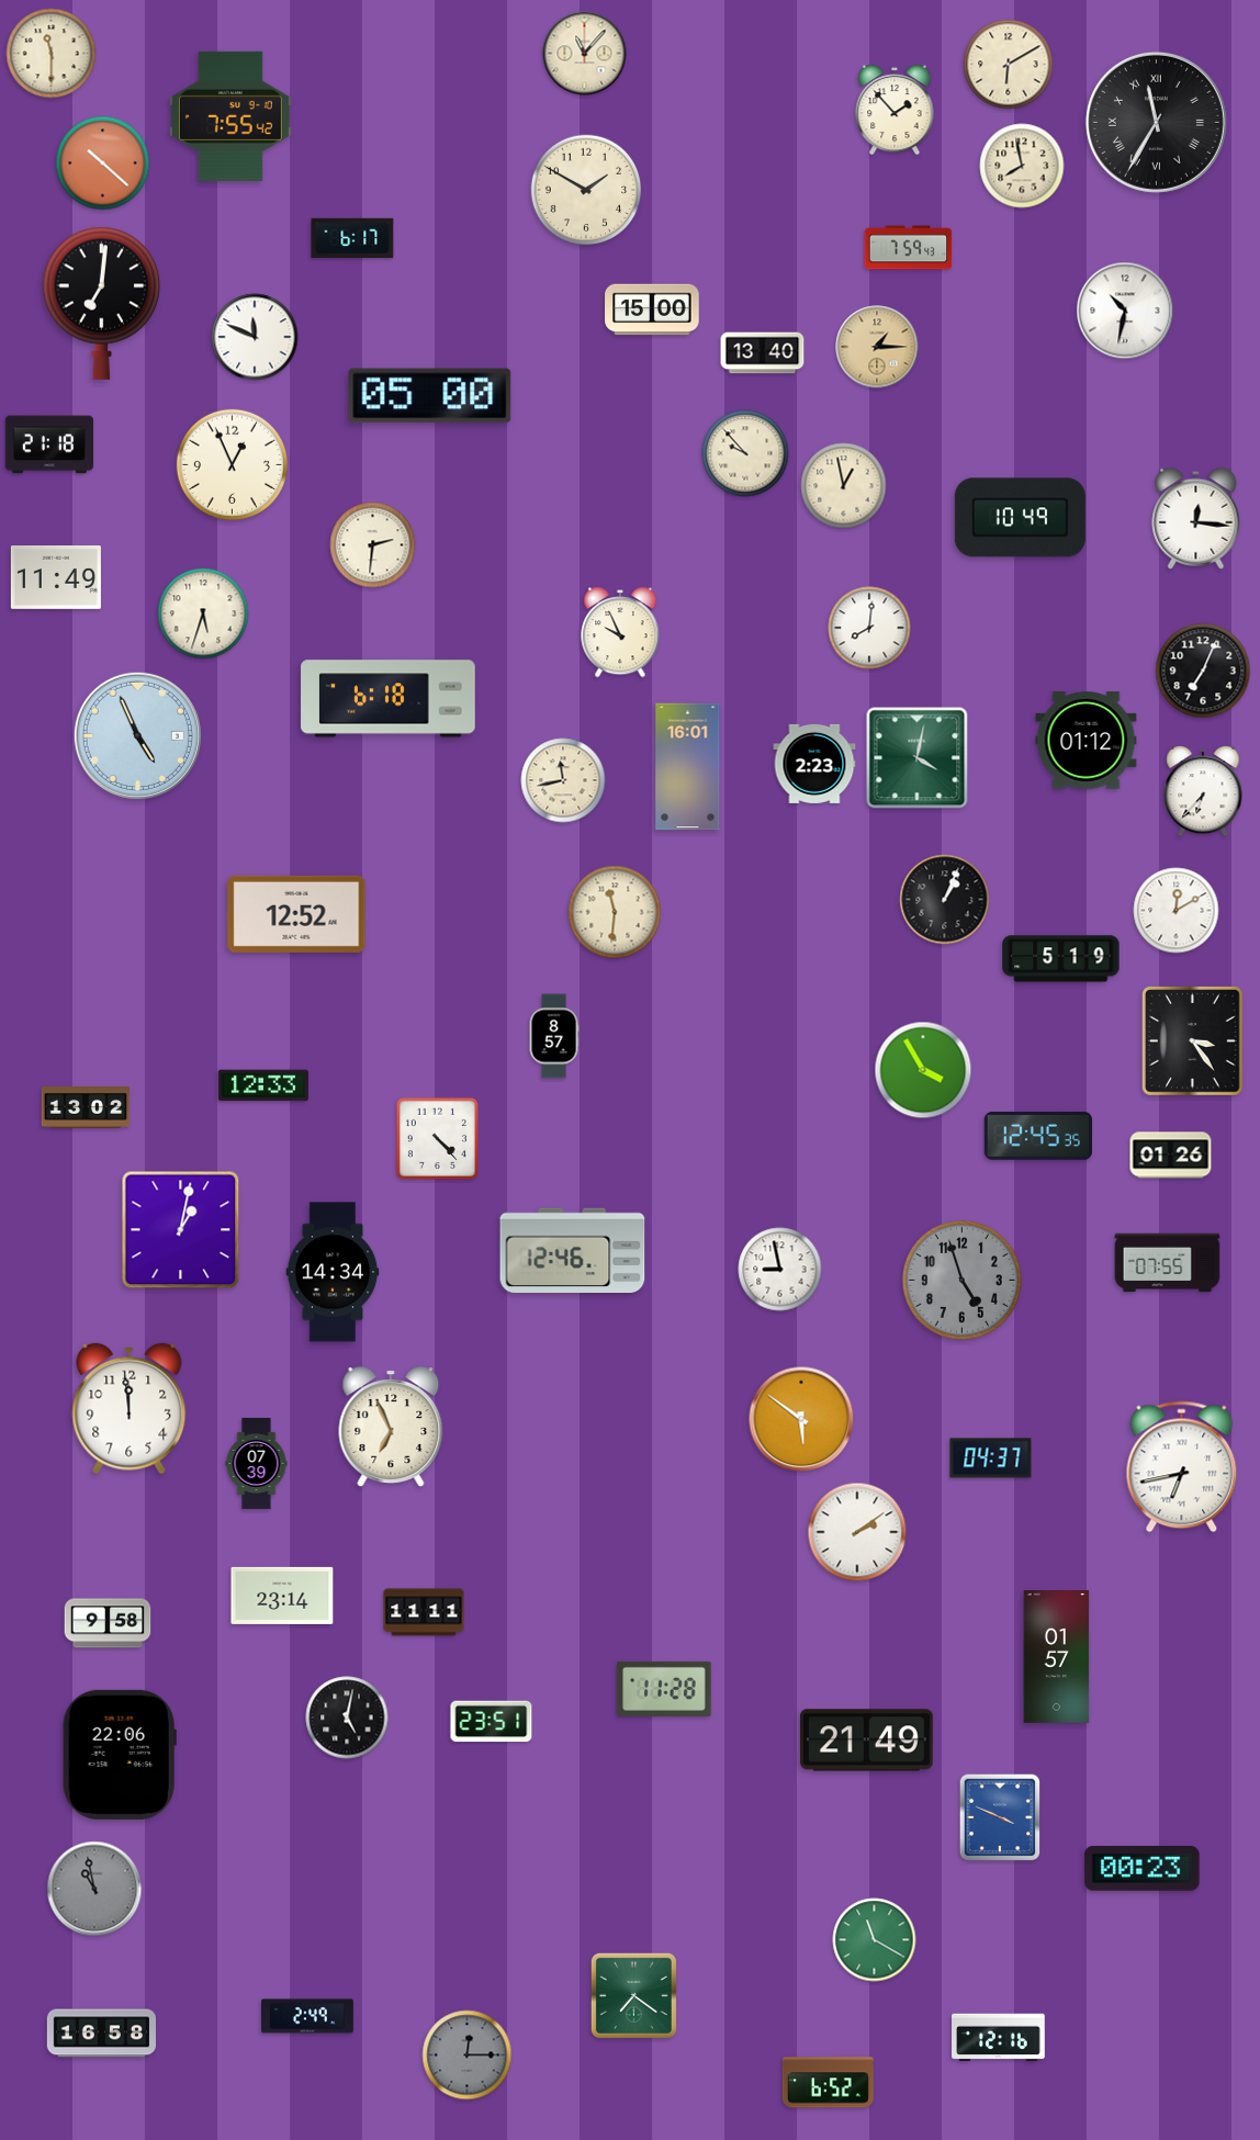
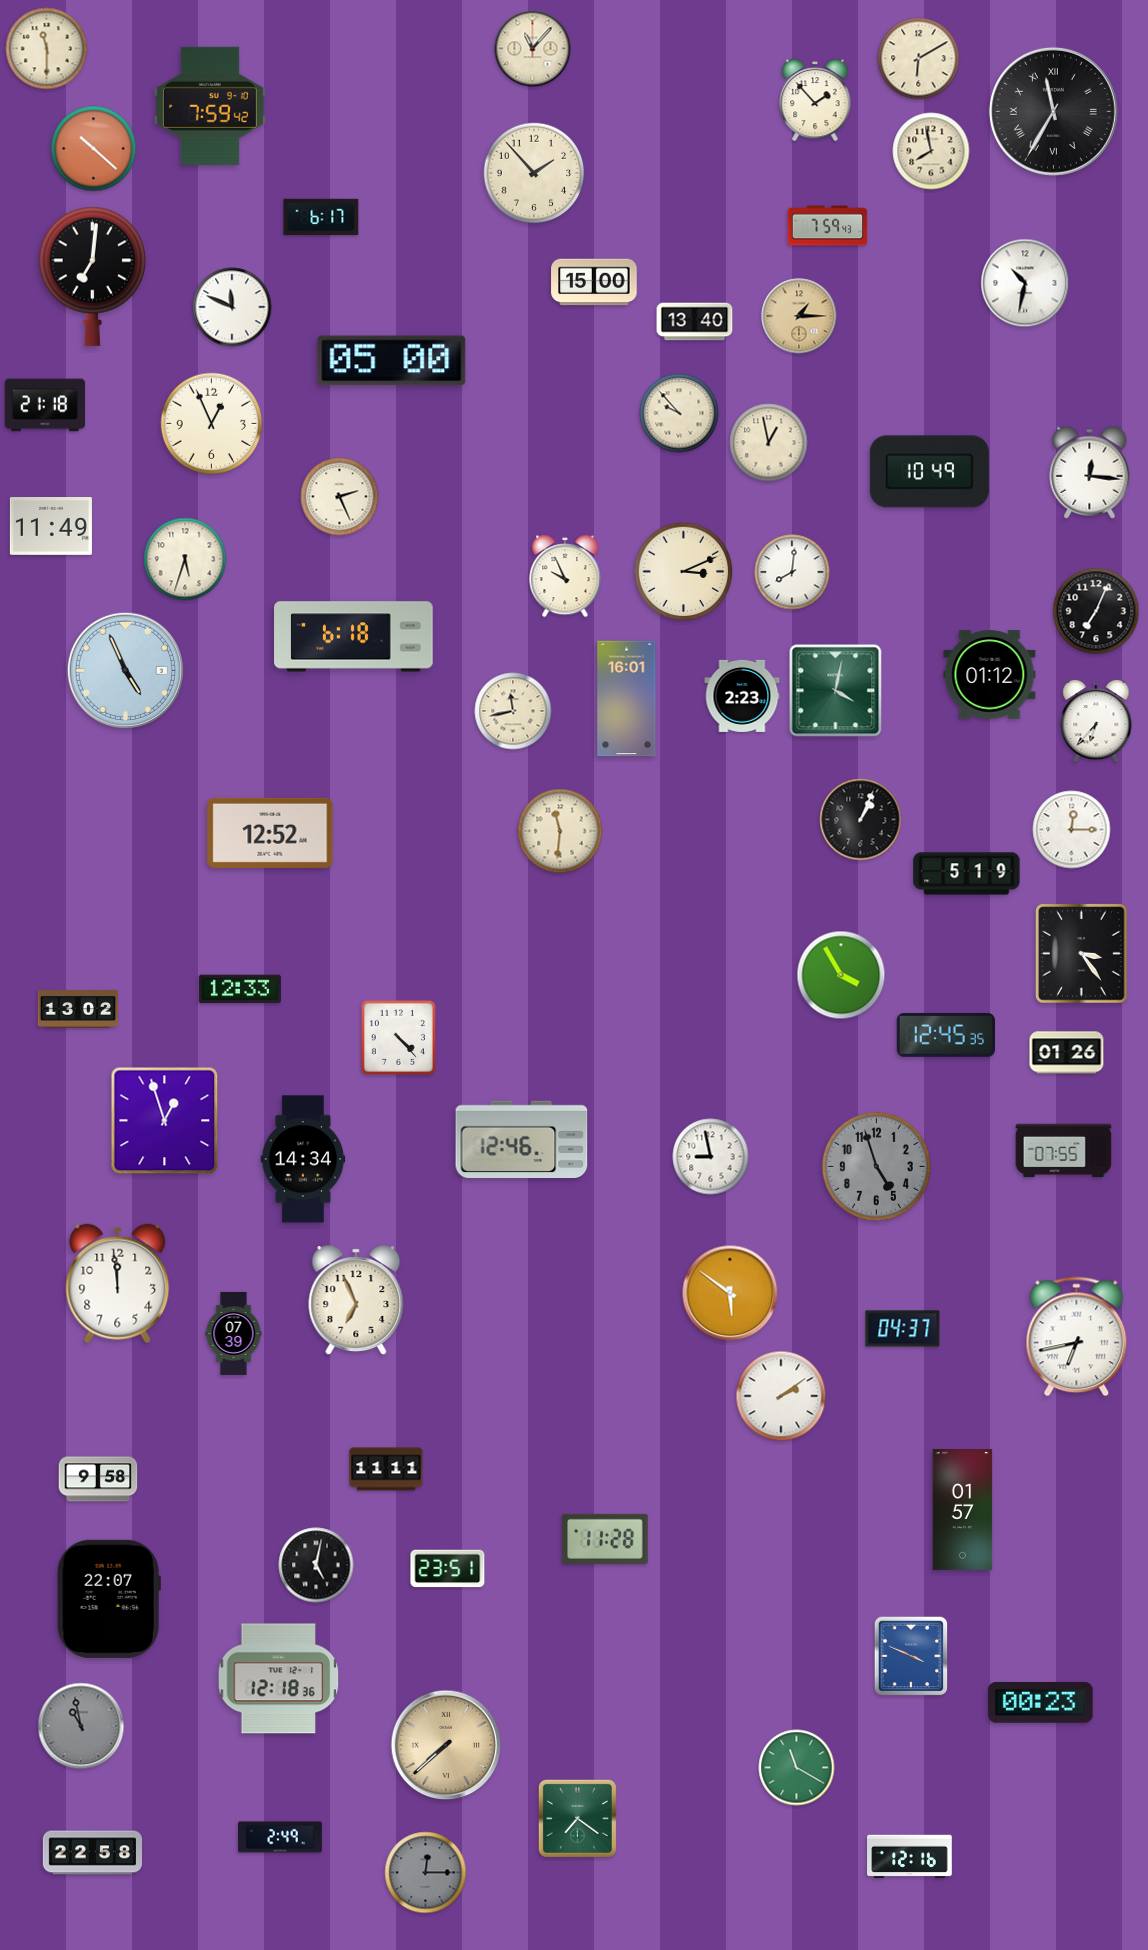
clock at (230, 116): 7:55 -> 7:59
clock at (586, 190): 1:50 -> 1:53
clock at (373, 545): 2:31 -> 2:26
clock at (684, 572): none -> 3:11
clock at (1177, 911): 12:10 -> 12:15
clock at (554, 1036): 8:57 -> none
clock at (1193, 1041) position: (1193, 1041) -> (1082, 954)
clock at (181, 1230): 1:02 -> 12:57
clock at (282, 1596): 23:14 -> none
clock at (866, 1741): 21:49 -> none
clock at (120, 1755): 22:06 -> 22:07
clock at (279, 1679): none -> 12:18
clock at (94, 1889) position: (94, 1889) -> (81, 1726)
clock at (446, 1745): none -> 7:38
clock at (101, 2034): 16:58 -> 22:58
clock at (828, 2083): 6:52 -> none
